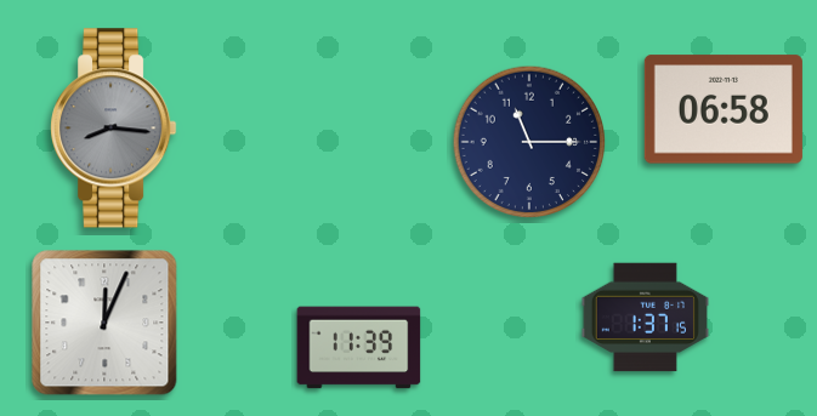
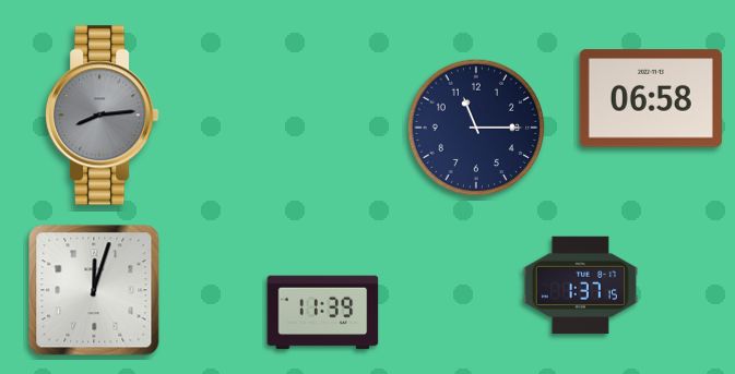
clock at (114, 129): 8:16 -> 8:14
clock at (104, 323): 12:04 -> 12:03
